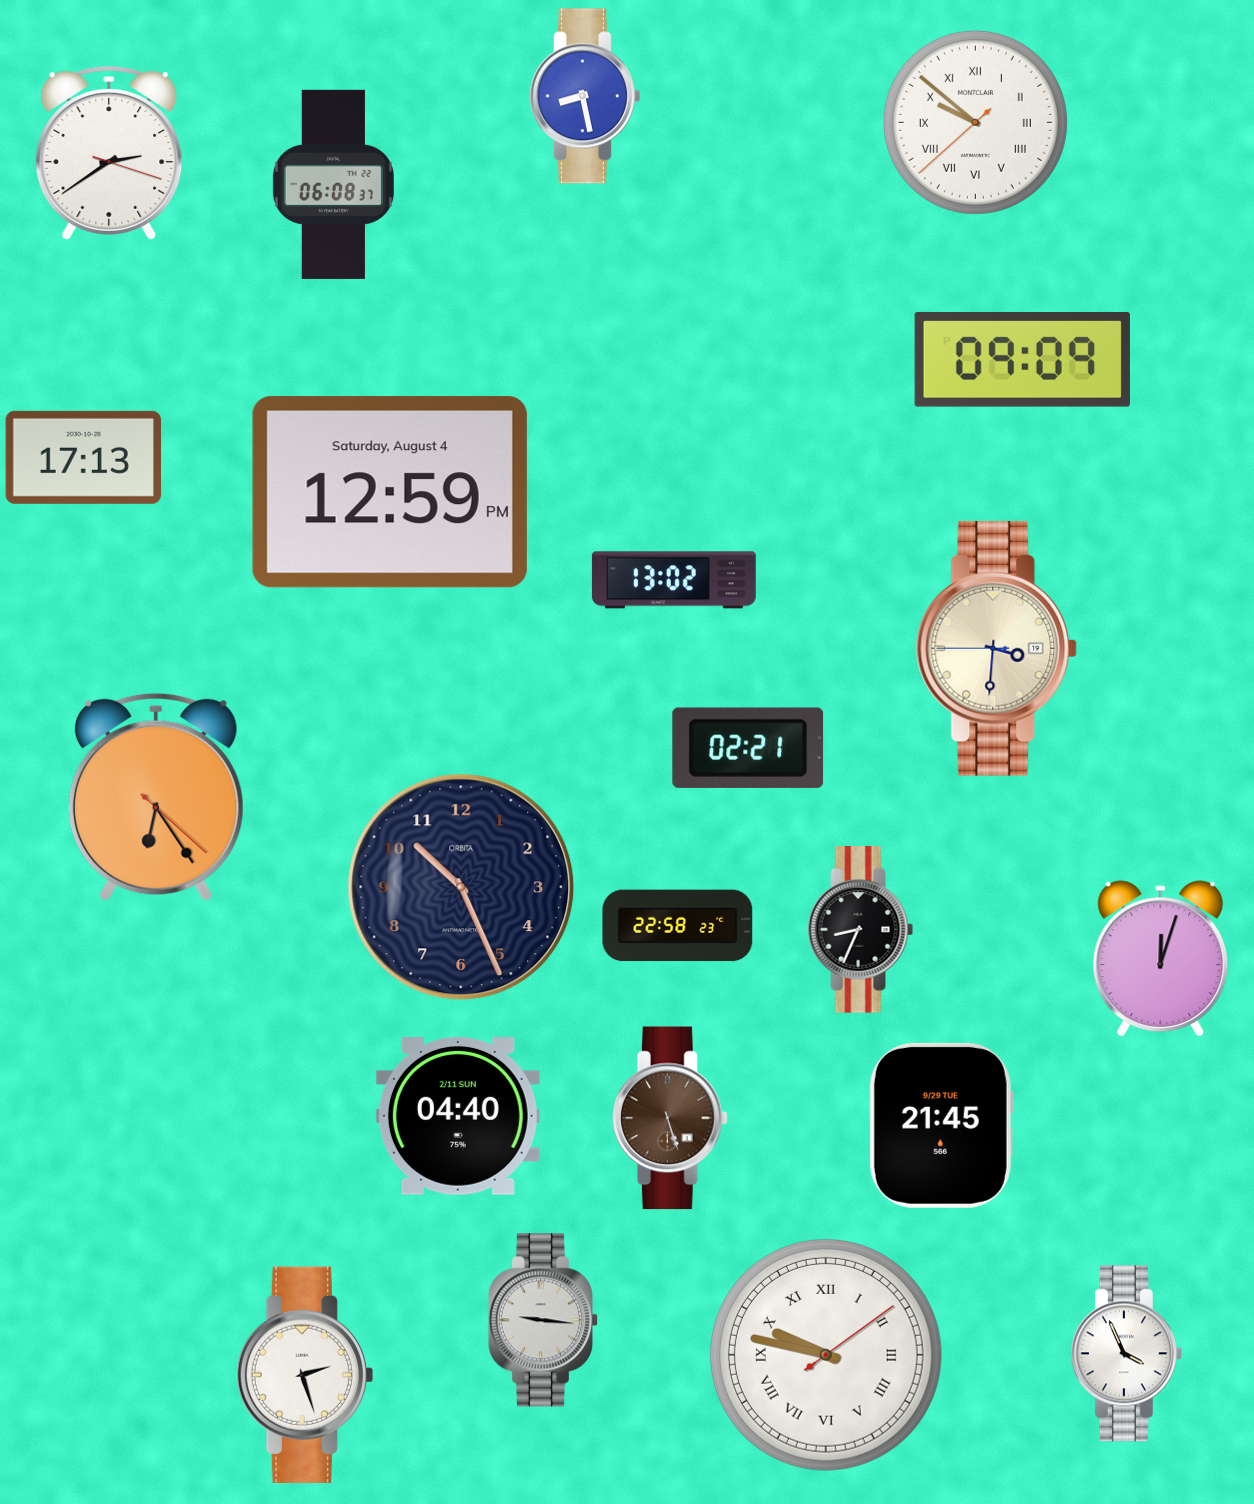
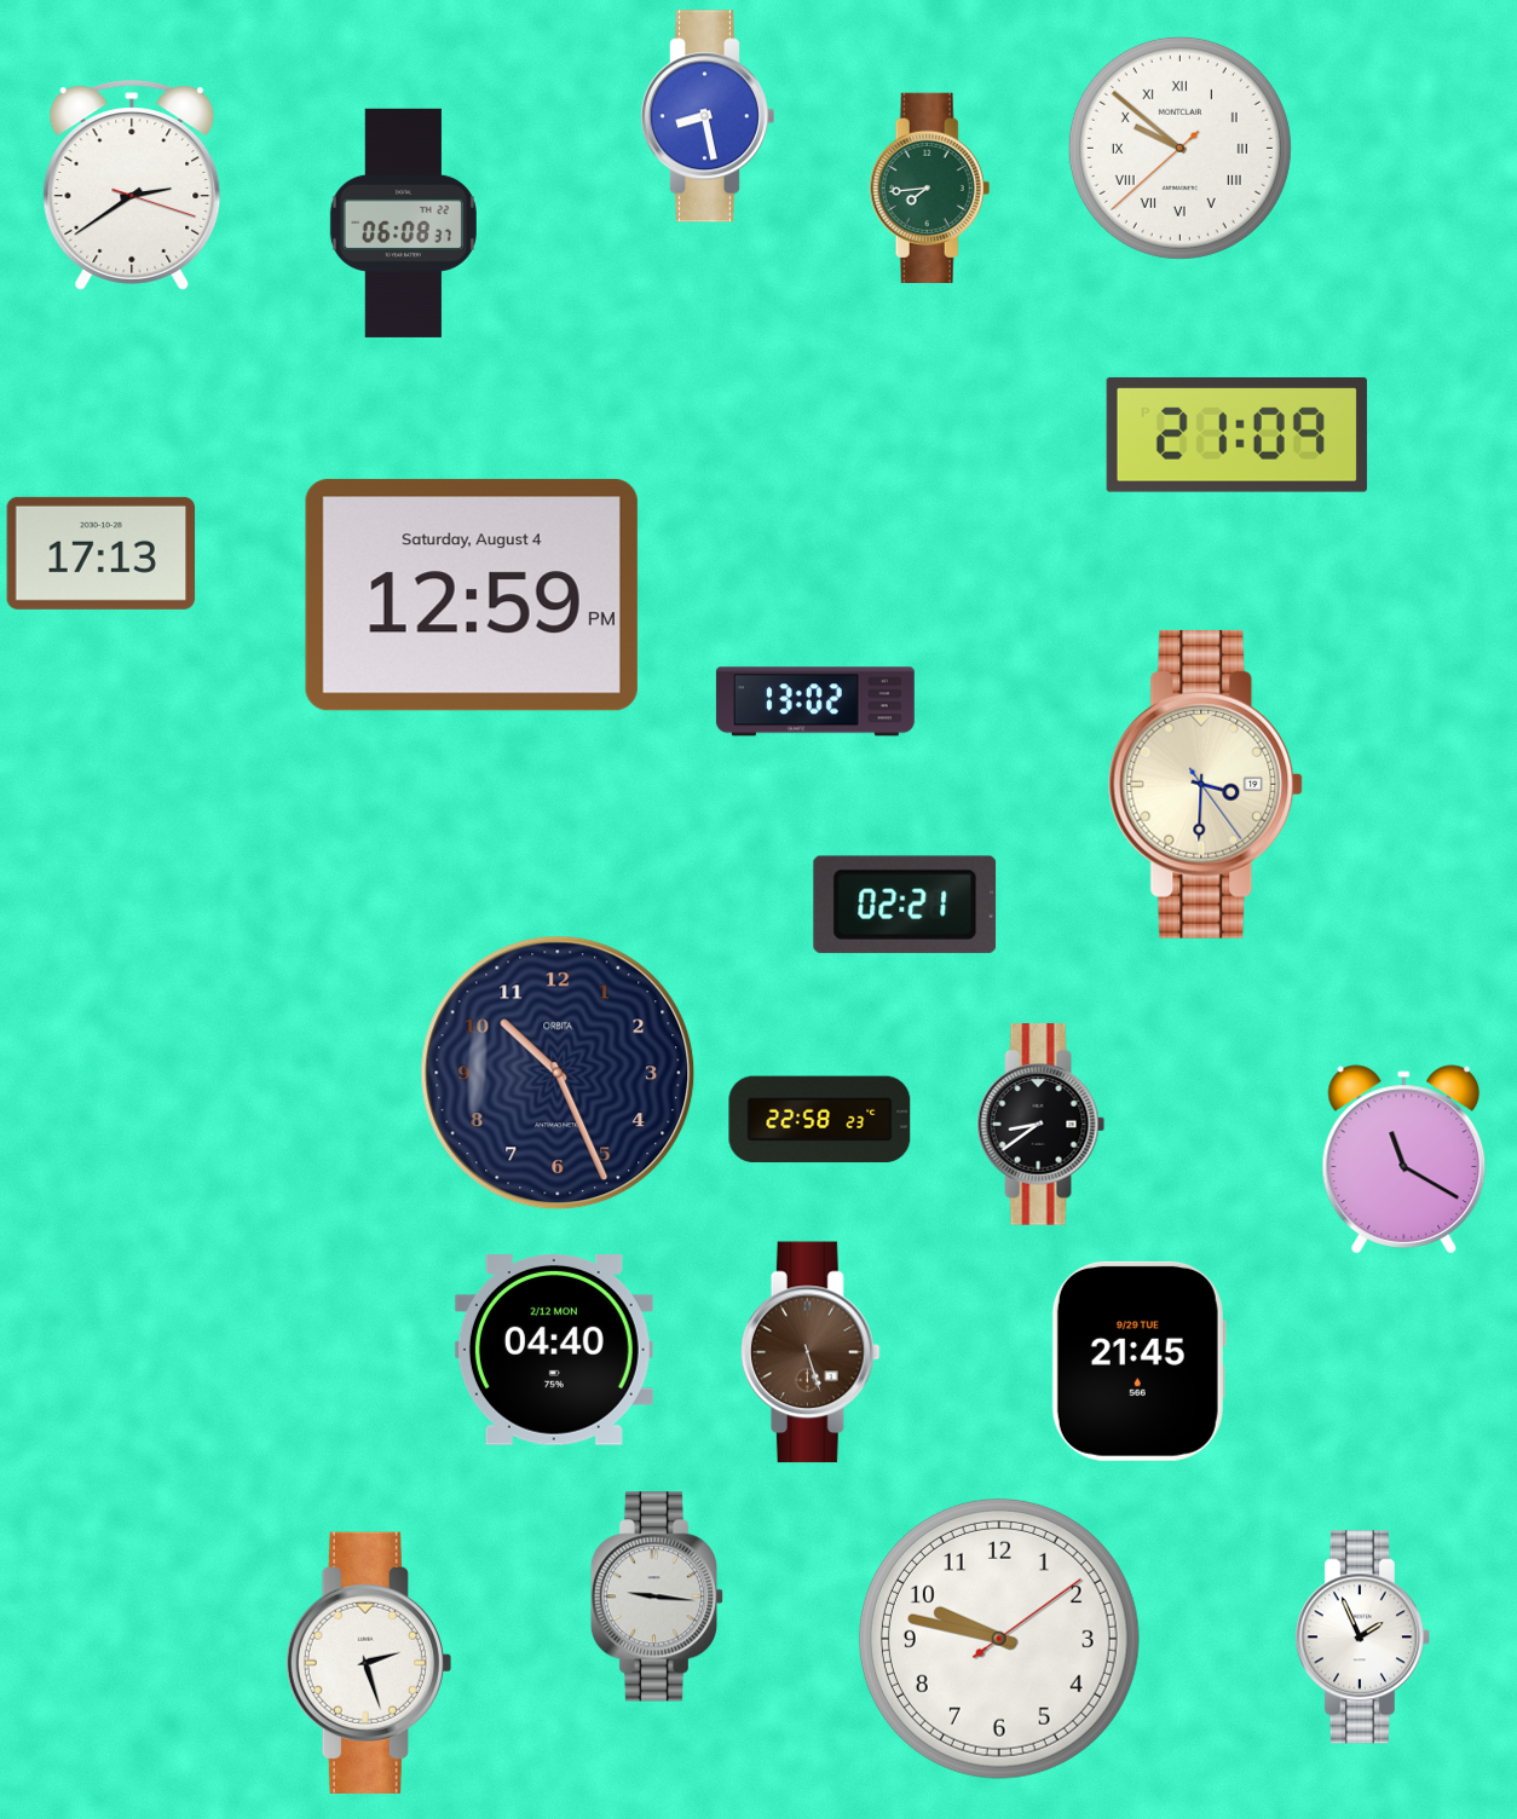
clock at (930, 187): none -> 7:44
clock at (1022, 359): 09:09 -> 21:09
clock at (997, 648): 3:30:45 -> 3:30:24
clock at (156, 797): 6:24 -> none
clock at (861, 930): 8:34 -> 8:39
clock at (1161, 959): 12:03 -> 11:20
clock at (458, 1117) date: 2/11 SUN -> 2/12 MON
clock at (1126, 1354): 3:56 -> 1:56
clock at (826, 1355) numerals: Roman -> Arabic
